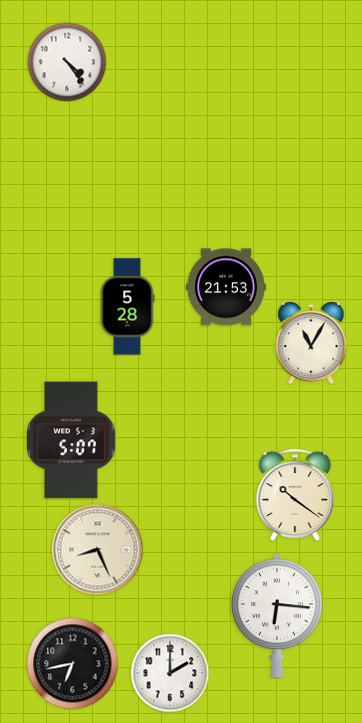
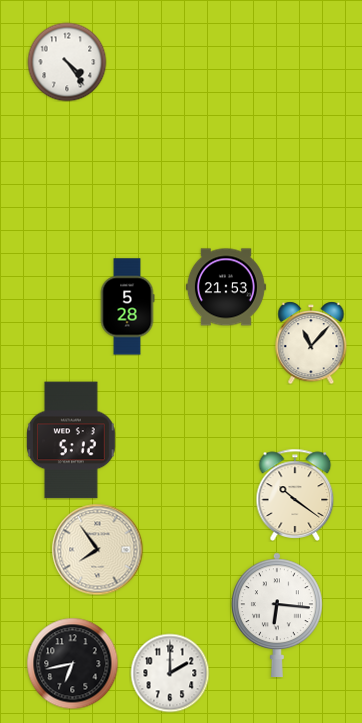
clock at (311, 343): 11:05 -> 11:07
clock at (72, 440): 5:07 -> 5:12
clock at (97, 549): 8:26 -> 7:54
